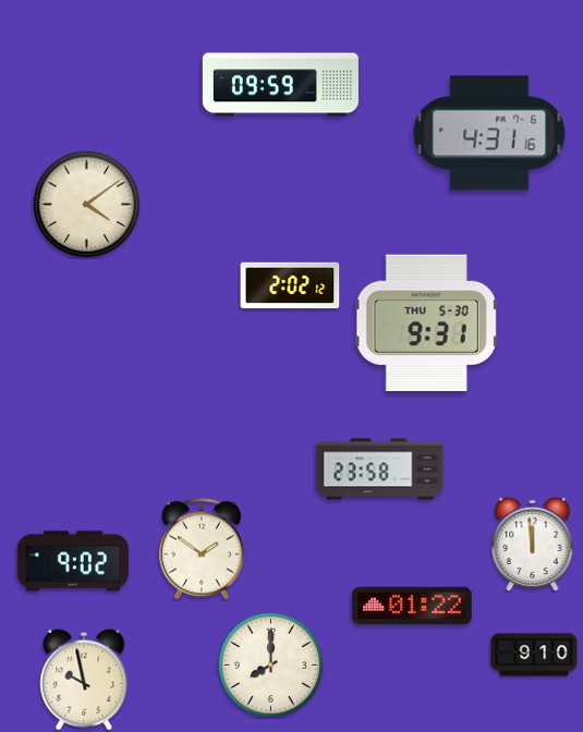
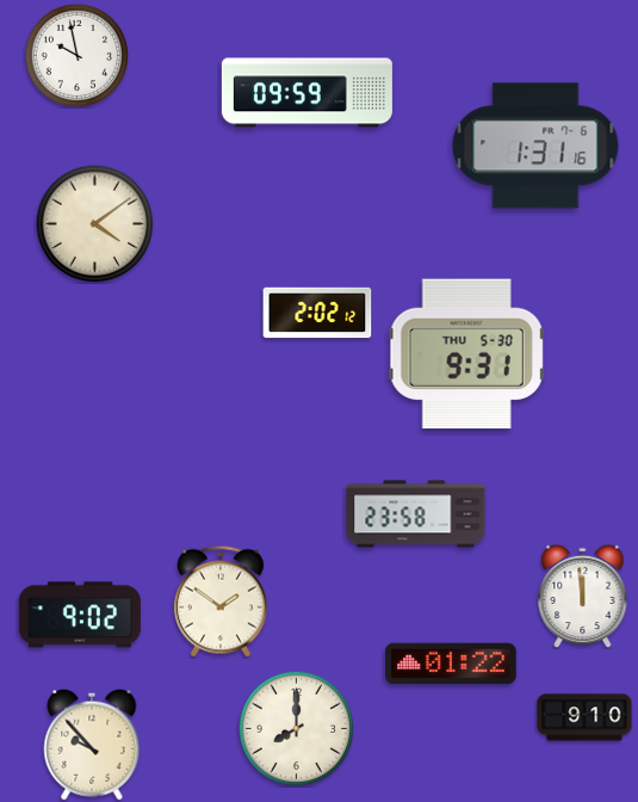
clock at (76, 55): none -> 9:58
clock at (489, 133): 4:31 -> 1:31
clock at (84, 680): 9:58 -> 9:53
